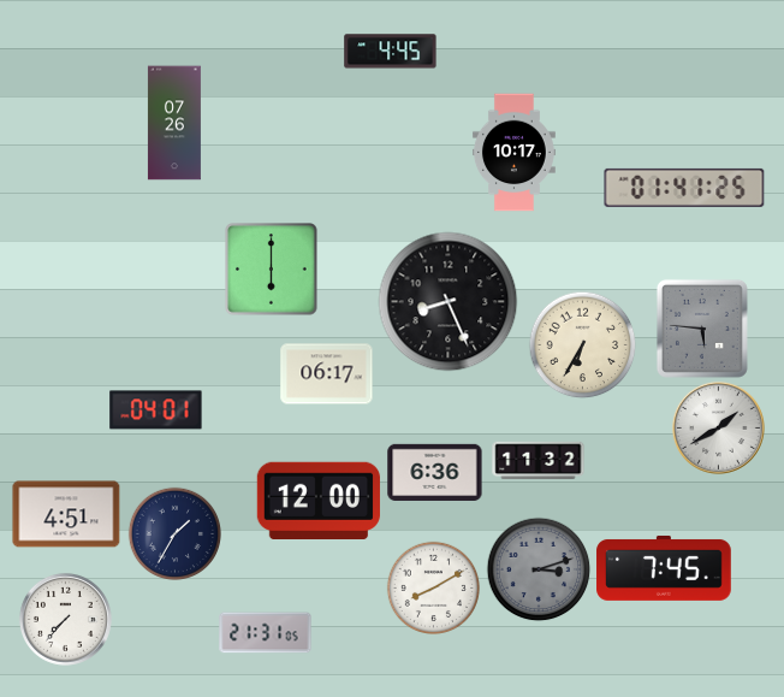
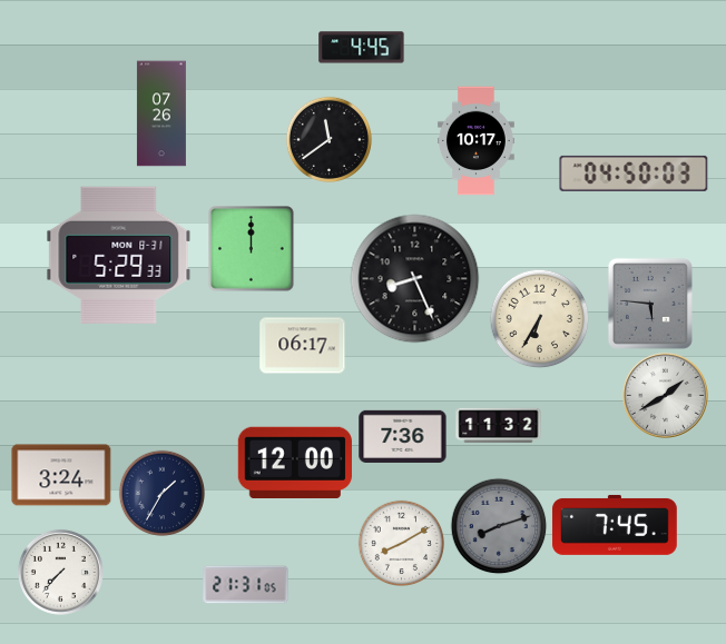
clock at (328, 139): none -> 11:39
clock at (684, 188): 01:41 -> 04:50
clock at (272, 270): 6:00 -> 12:00
clock at (119, 255): none -> 5:29
clock at (156, 410): 04:01 -> none
clock at (435, 472): 6:36 -> 7:36
clock at (66, 514): 4:51 -> 3:24
clock at (539, 569): 3:12 -> 8:12
